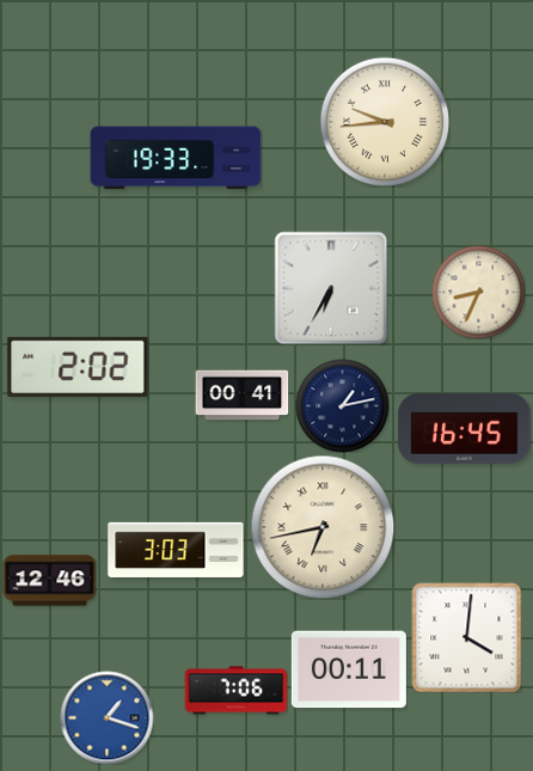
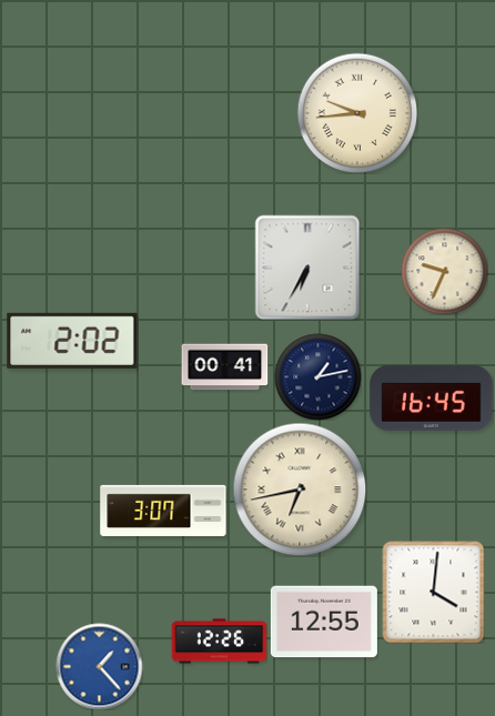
clock at (176, 158): 19:33 -> none
clock at (478, 292): 8:34 -> 9:34
clock at (176, 550): 3:03 -> 3:07
clock at (49, 581): 12:46 -> none
clock at (349, 669): 00:11 -> 12:55
clock at (235, 691): 7:06 -> 12:26
clock at (106, 717): 1:18 -> 1:23
